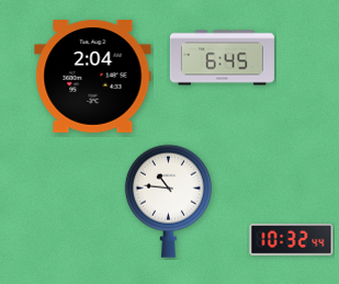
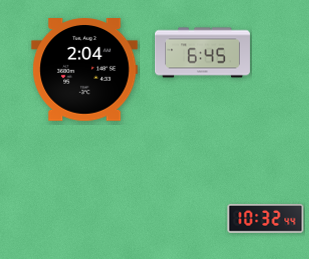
clock at (168, 201): 10:46 -> none
